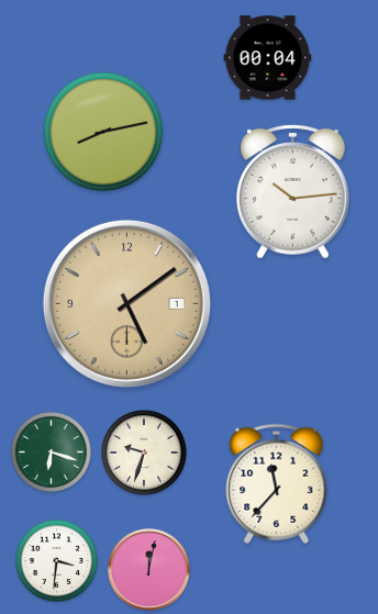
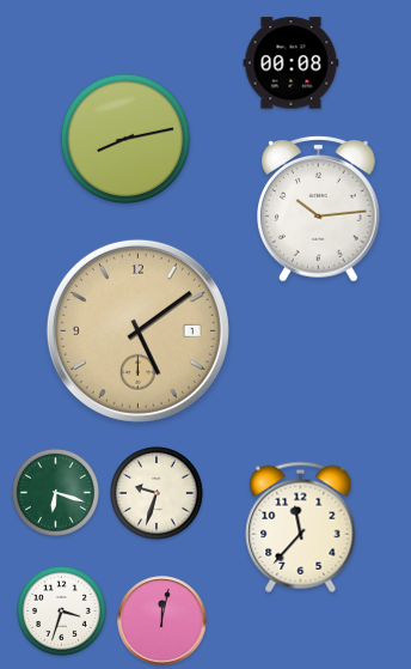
clock at (268, 58): 00:04 -> 00:08
clock at (103, 132) position: (103, 132) -> (125, 139)
clock at (57, 561): 3:31 -> 3:33
